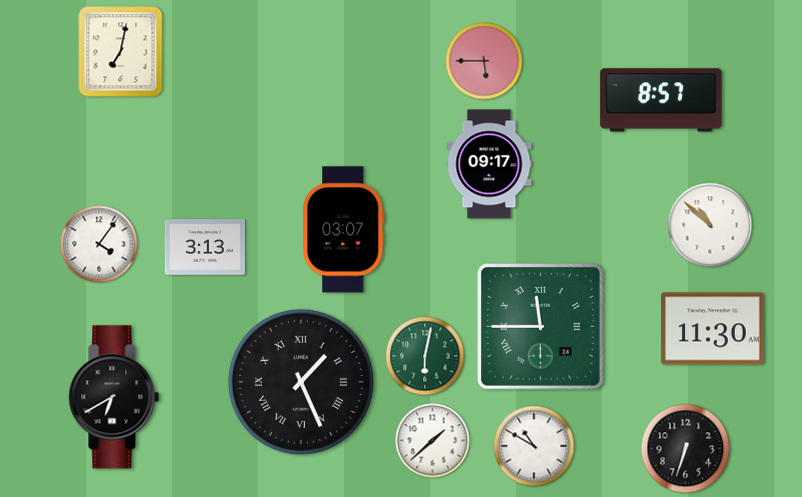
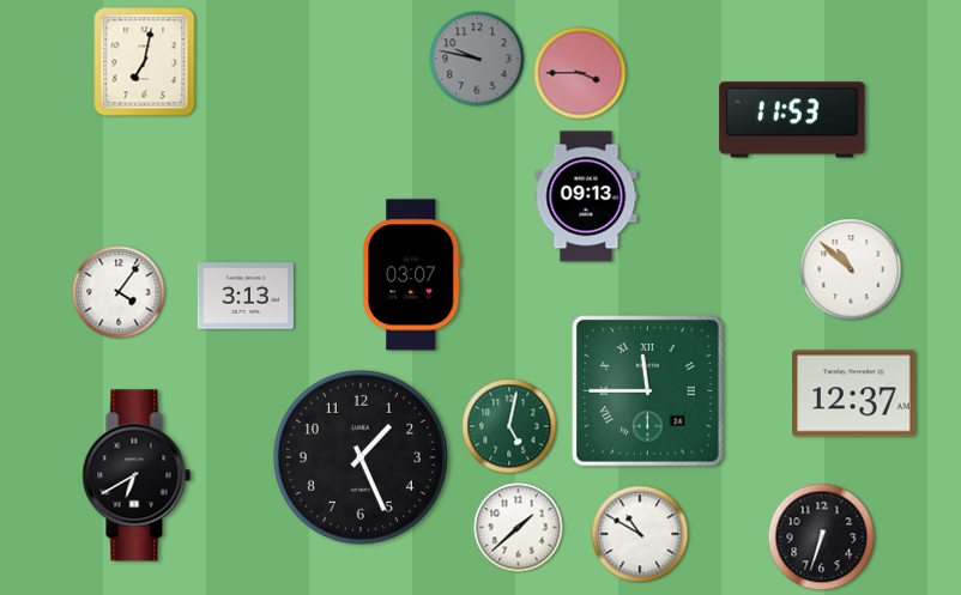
clock at (477, 59): none -> 9:47
clock at (484, 61): 5:45 -> 3:45
clock at (661, 100): 8:57 -> 11:53
clock at (489, 164): 09:17 -> 09:13
clock at (713, 329): 11:30 -> 12:37
clock at (425, 356): 6:02 -> 5:02
clock at (301, 382) numerals: Roman -> Arabic
